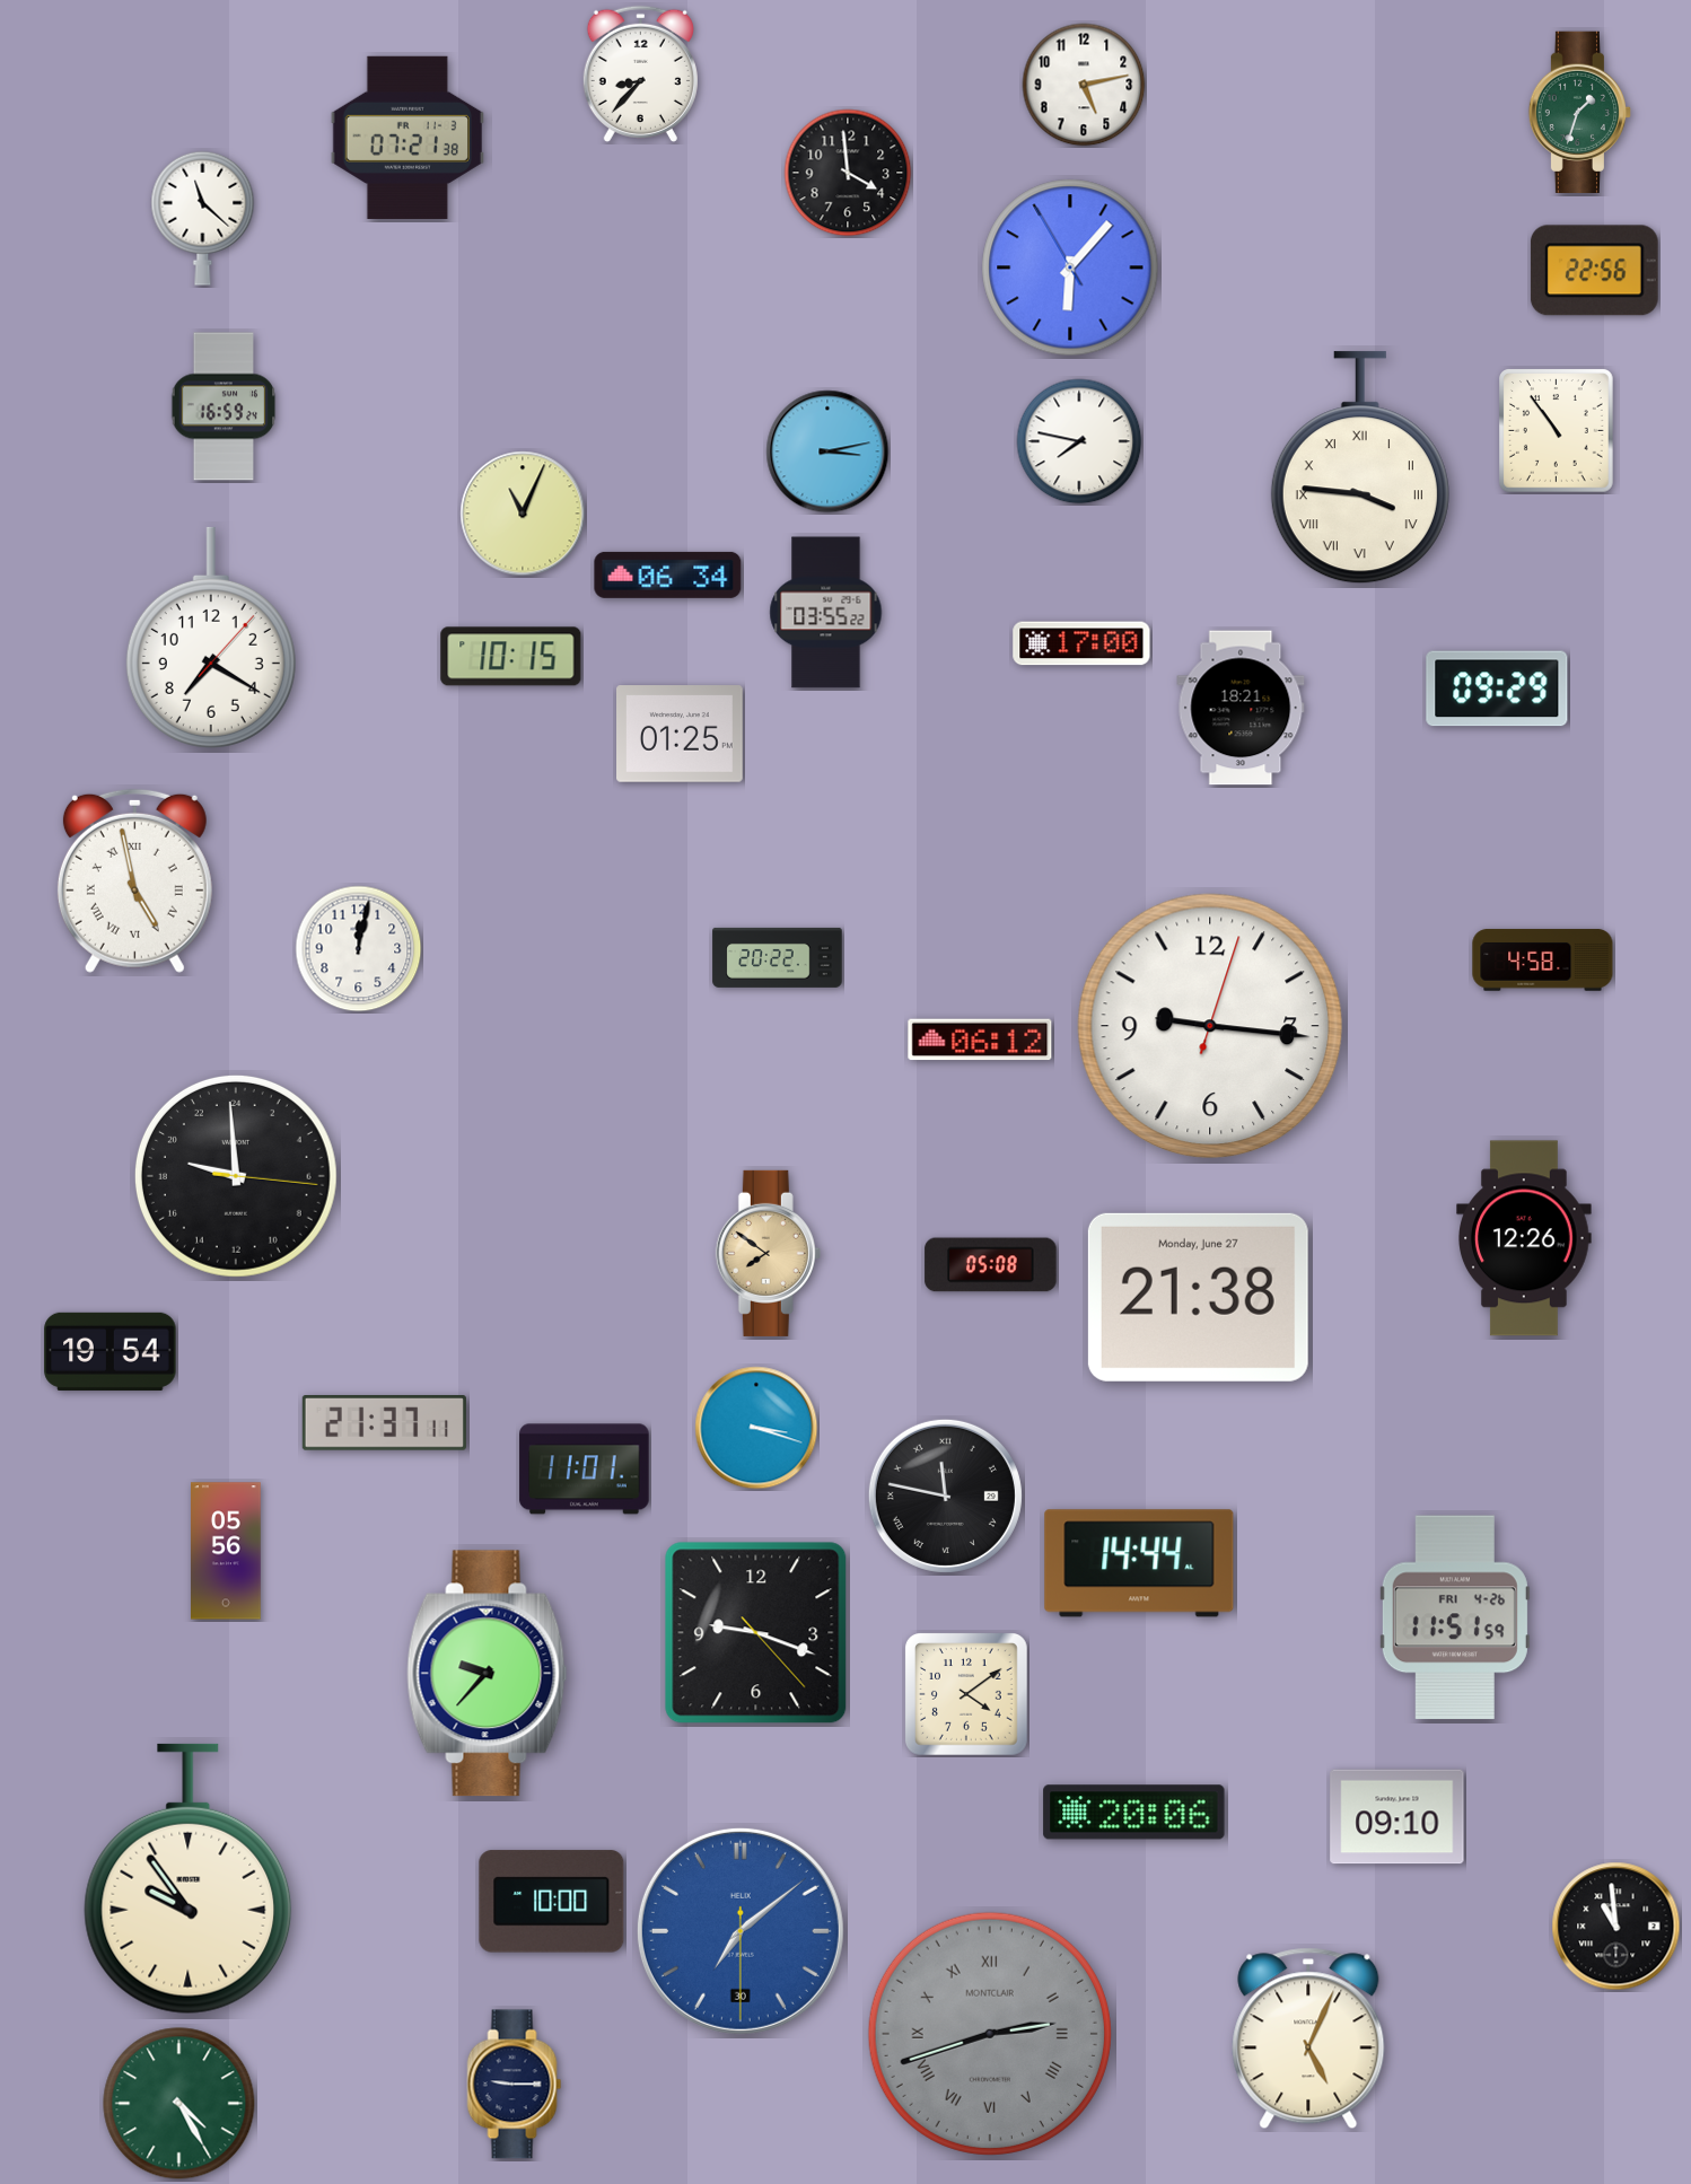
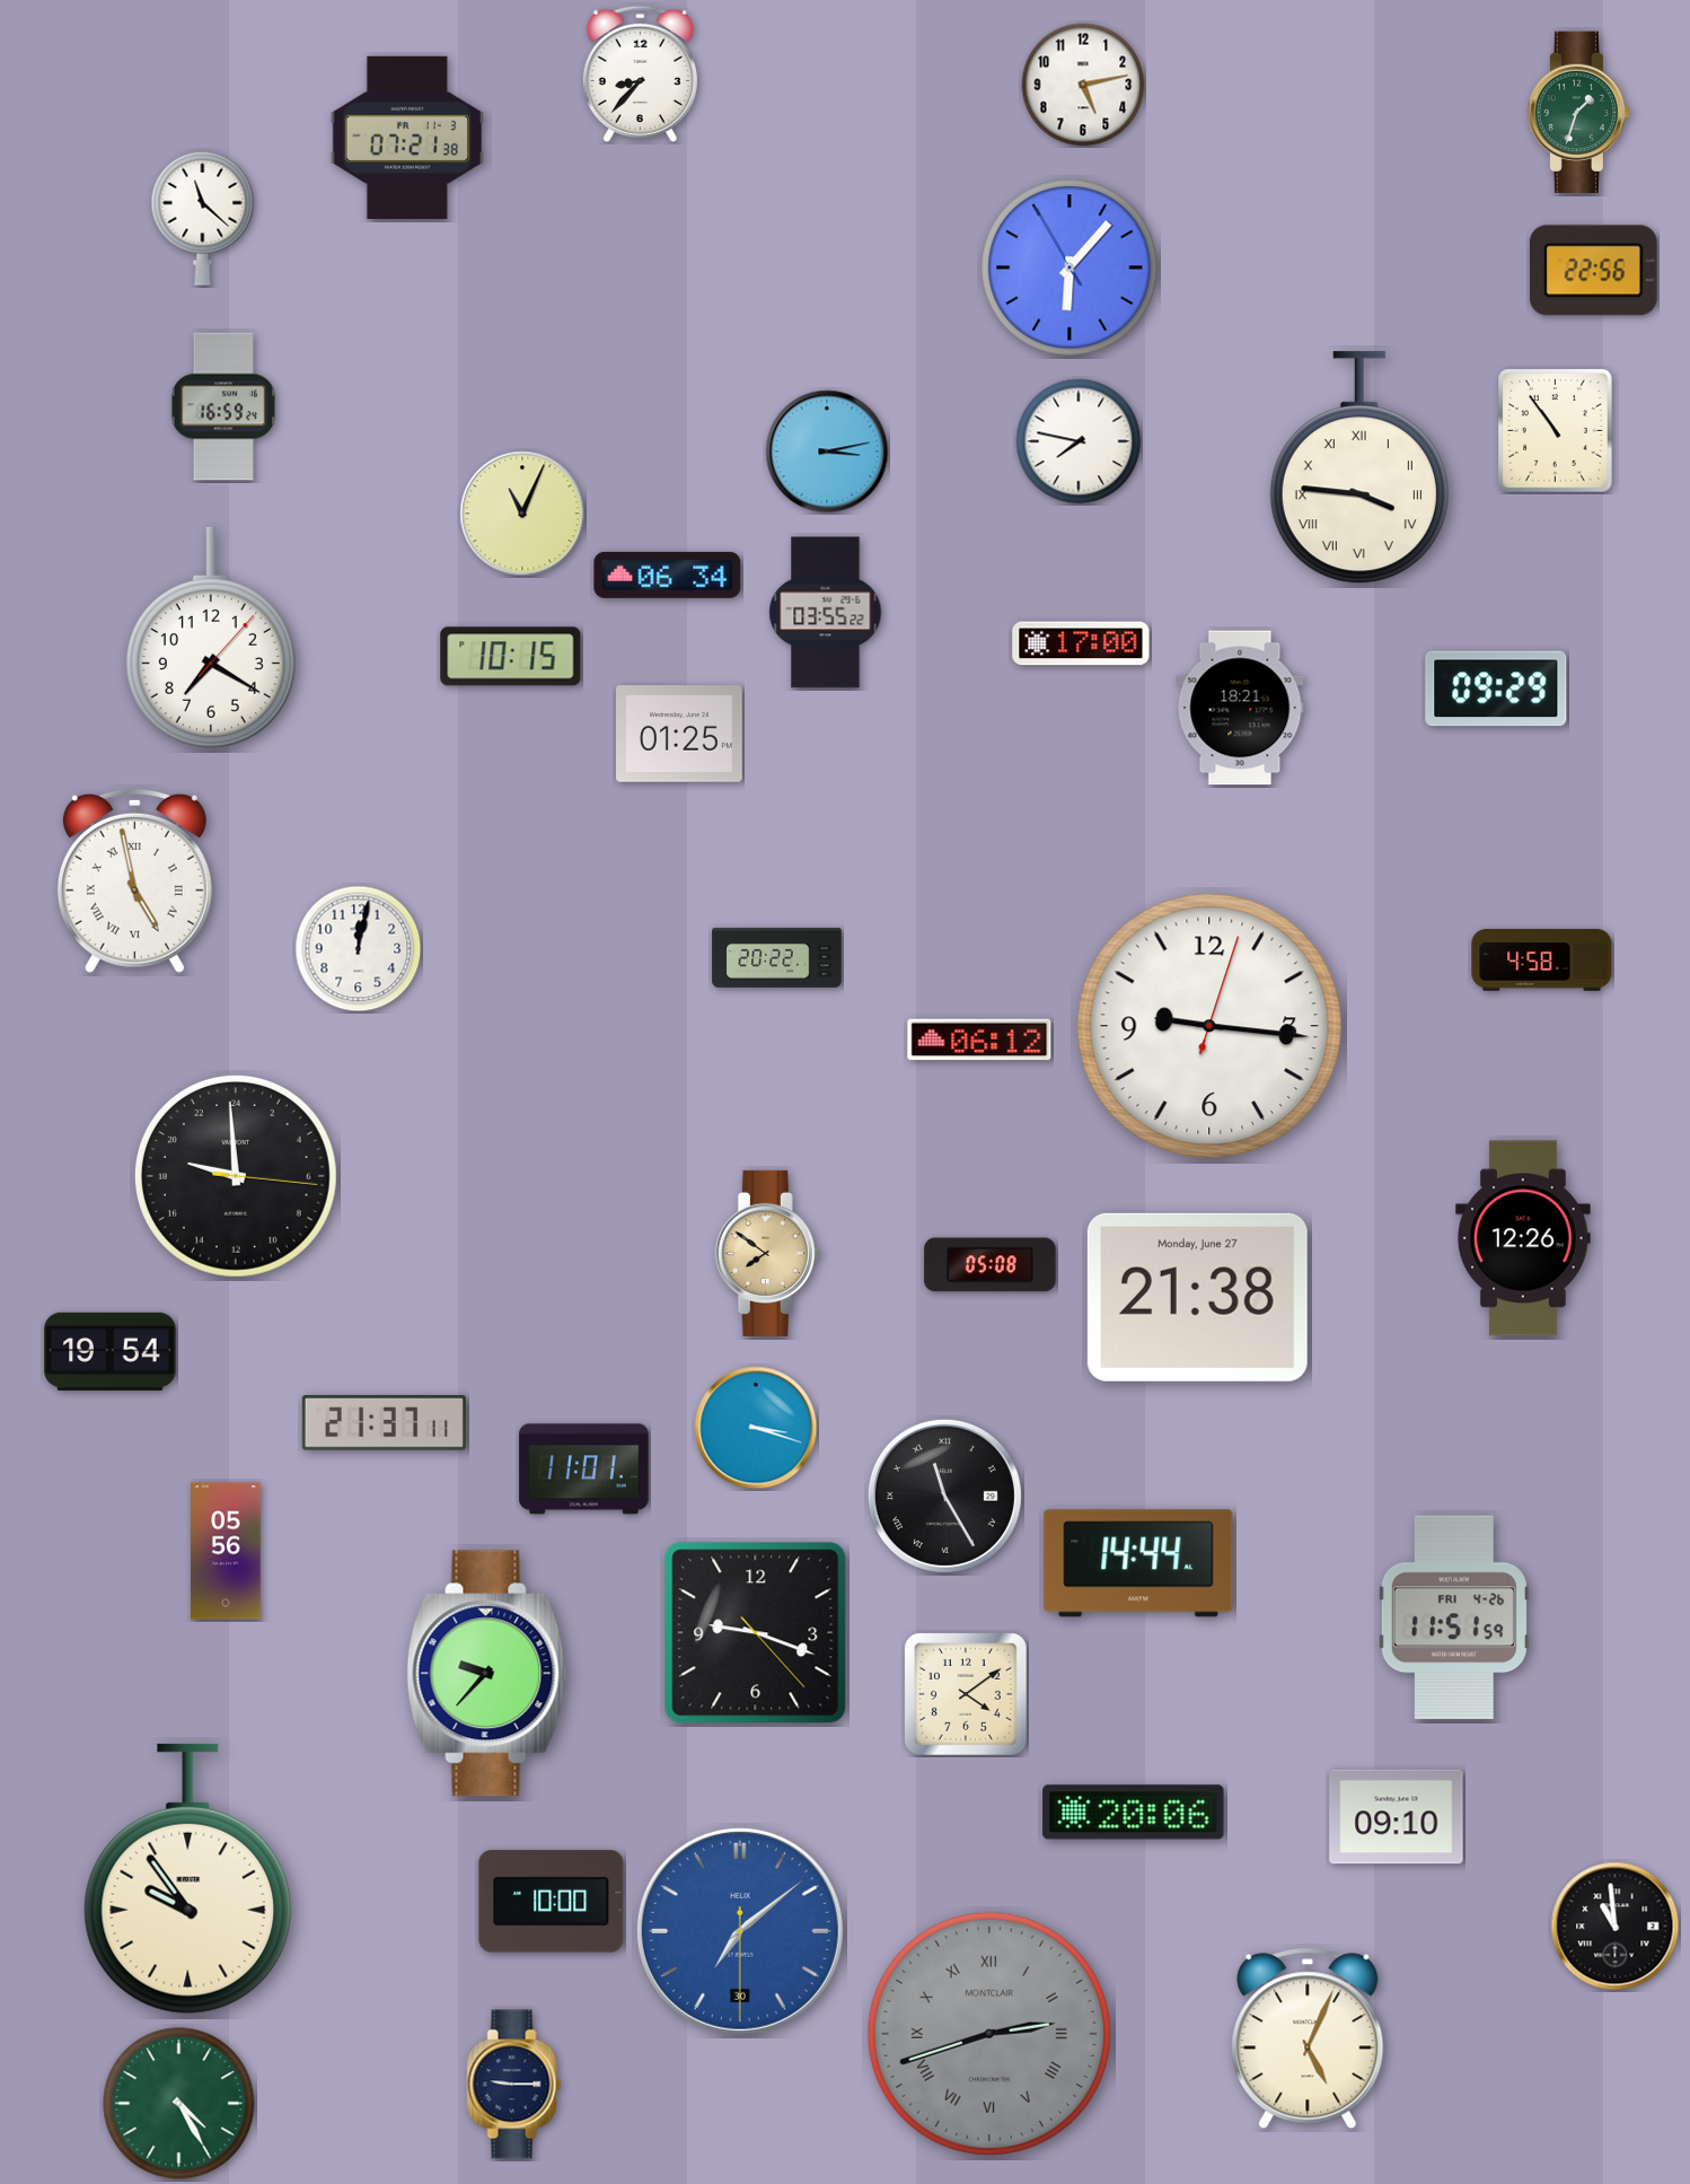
clock at (848, 173): 3:59 -> none
clock at (945, 1496): 11:47 -> 11:25
